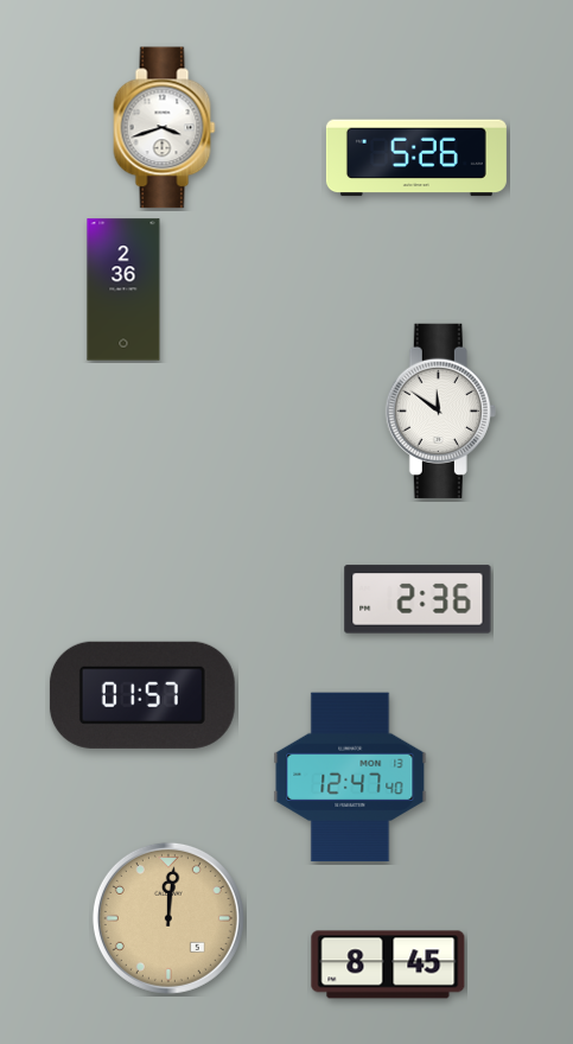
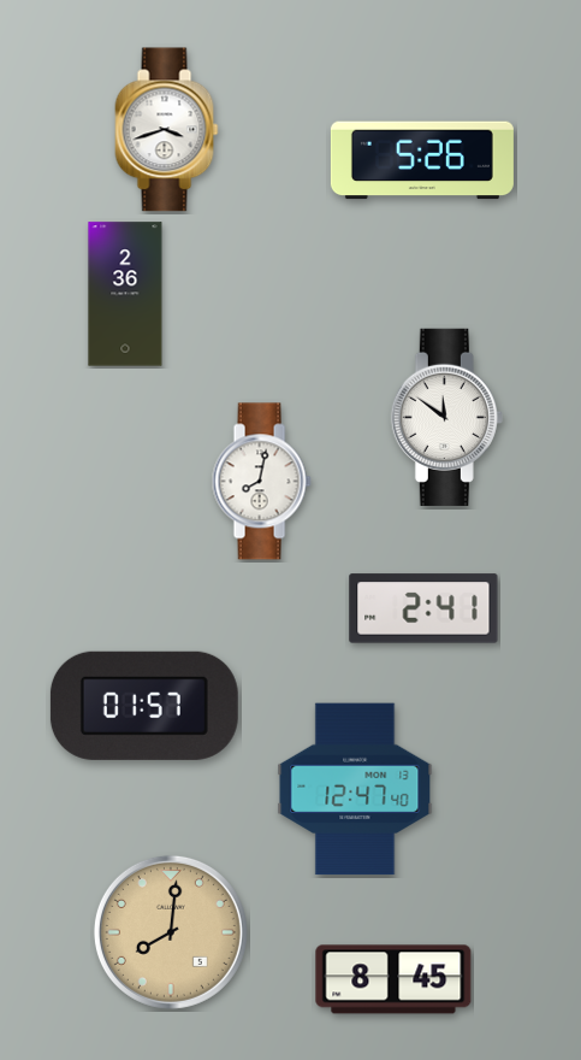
clock at (261, 482): none -> 8:02
clock at (418, 599): 2:36 -> 2:41
clock at (168, 918): 12:01 -> 8:01
